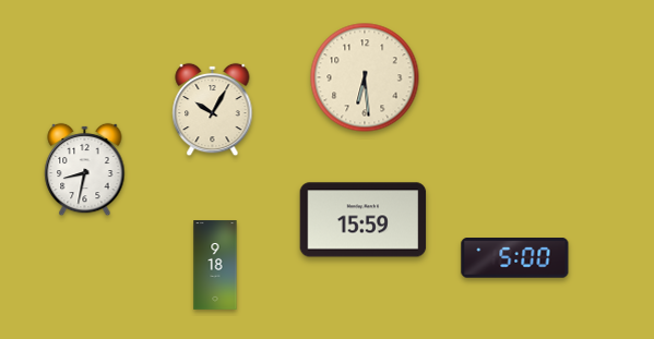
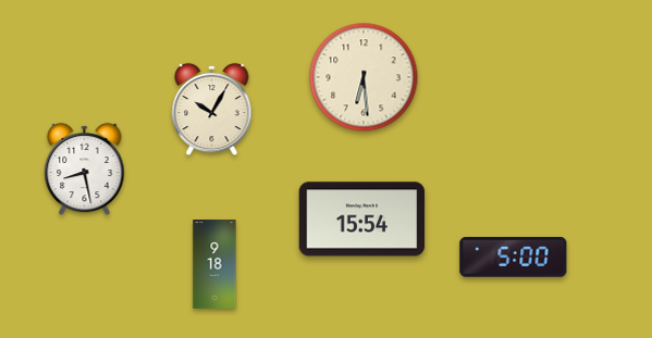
clock at (85, 170): 8:32 -> 8:28
clock at (364, 220): 15:59 -> 15:54
